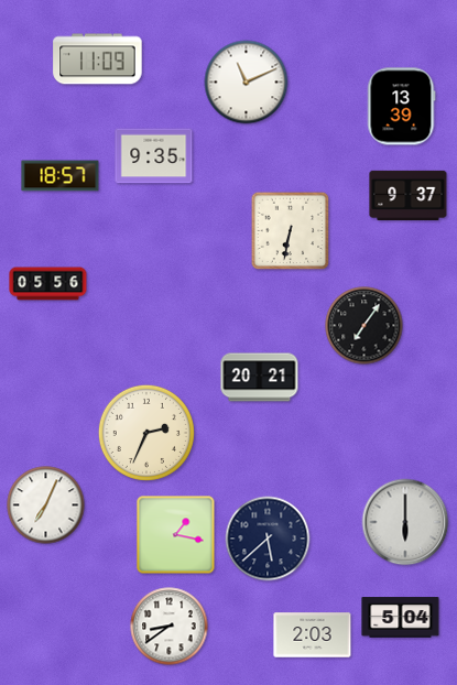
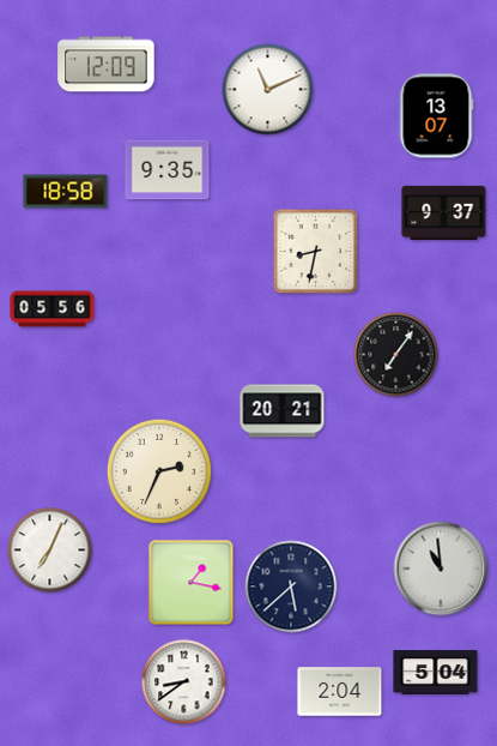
clock at (98, 59): 11:09 -> 12:09
clock at (401, 107): 13:39 -> 13:07
clock at (61, 176): 18:57 -> 18:58
clock at (291, 231): 6:32 -> 8:32
clock at (405, 522): 6:00 -> 10:59
clock at (313, 635): 2:03 -> 2:04
